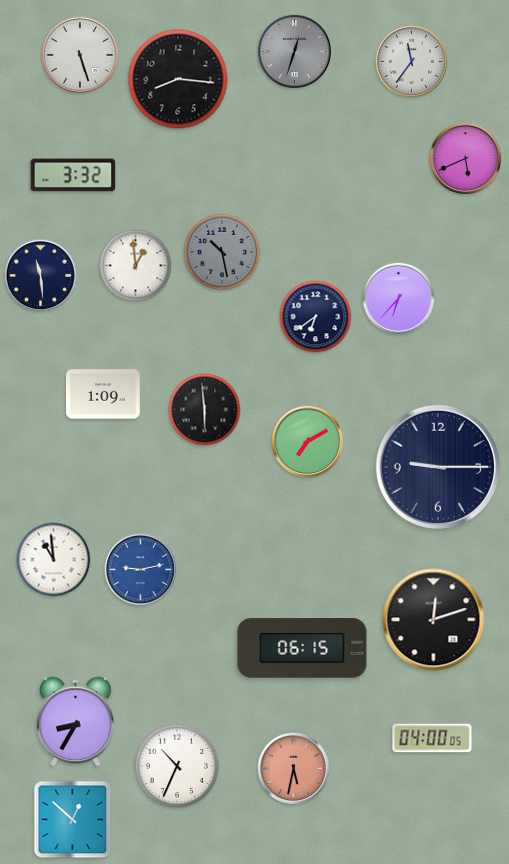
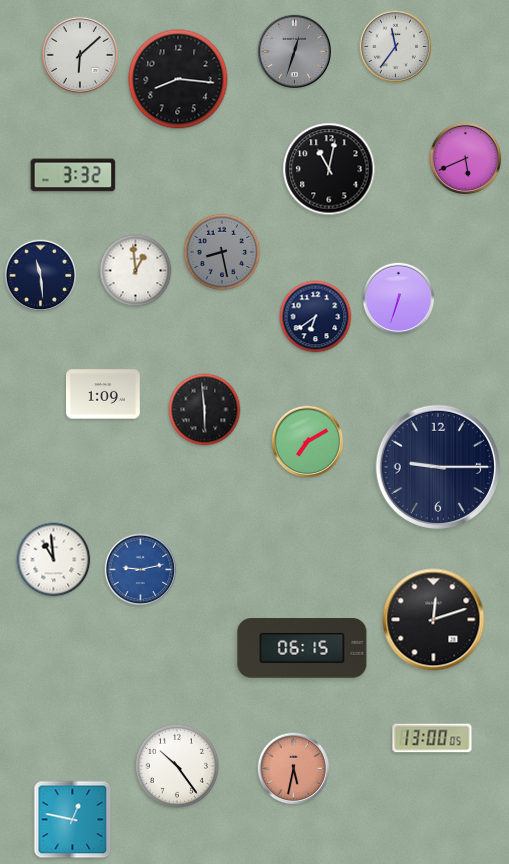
clock at (80, 55): 5:27 -> 6:08
clock at (412, 62) position: (412, 62) -> (396, 47)
clock at (329, 169): none -> 11:02
clock at (222, 252): 10:28 -> 8:28
clock at (136, 266) position: (136, 266) -> (136, 271)
clock at (399, 299): 6:37 -> 6:33
clock at (76, 722): 8:35 -> none
clock at (432, 738): 04:00 -> 13:00
clock at (177, 766): 10:34 -> 10:24
clock at (73, 820): 12:52 -> 12:47
